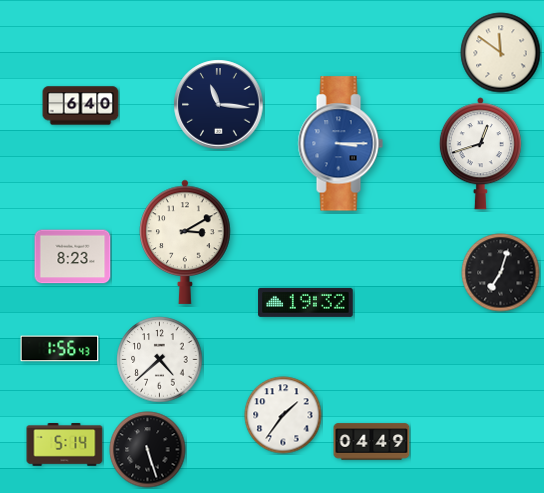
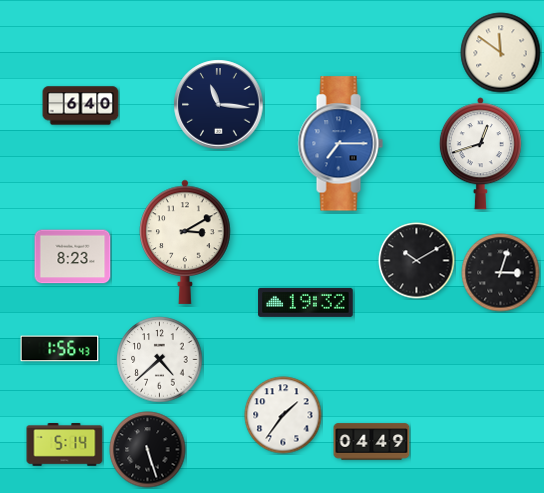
clock at (340, 144): 3:15 -> 7:15
clock at (417, 261): none -> 10:10
clock at (501, 273): 7:03 -> 3:03
